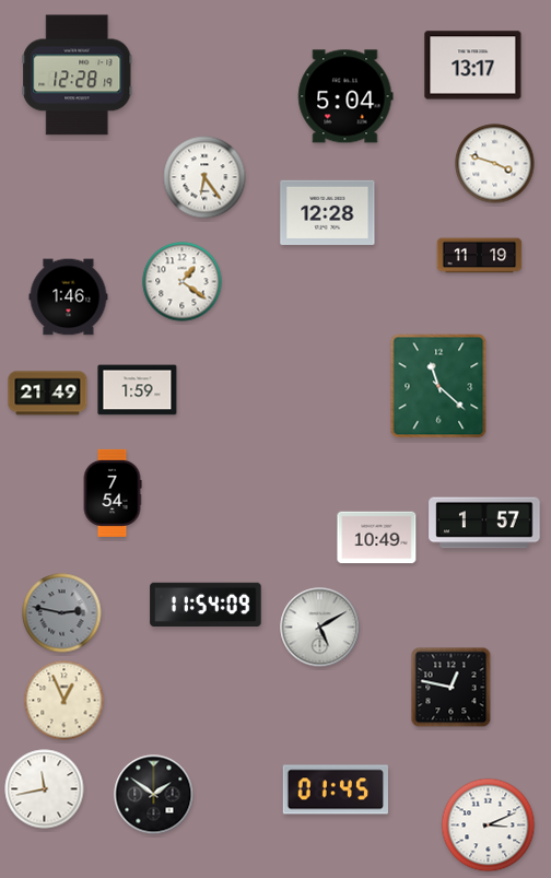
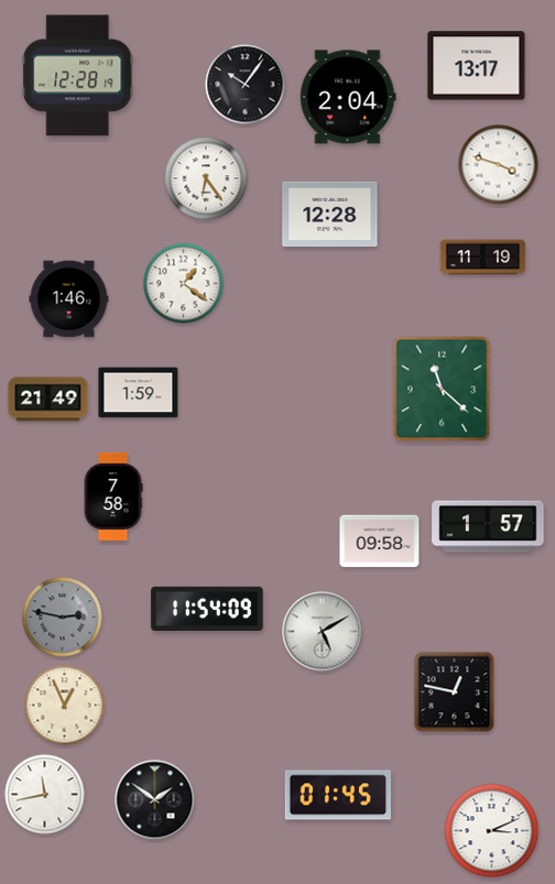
clock at (246, 85): none -> 10:06
clock at (345, 96): 5:04 -> 2:04
clock at (48, 394) position: (48, 394) -> (48, 400)
clock at (113, 493): 7:54 -> 7:58
clock at (377, 538): 10:49 -> 09:58
